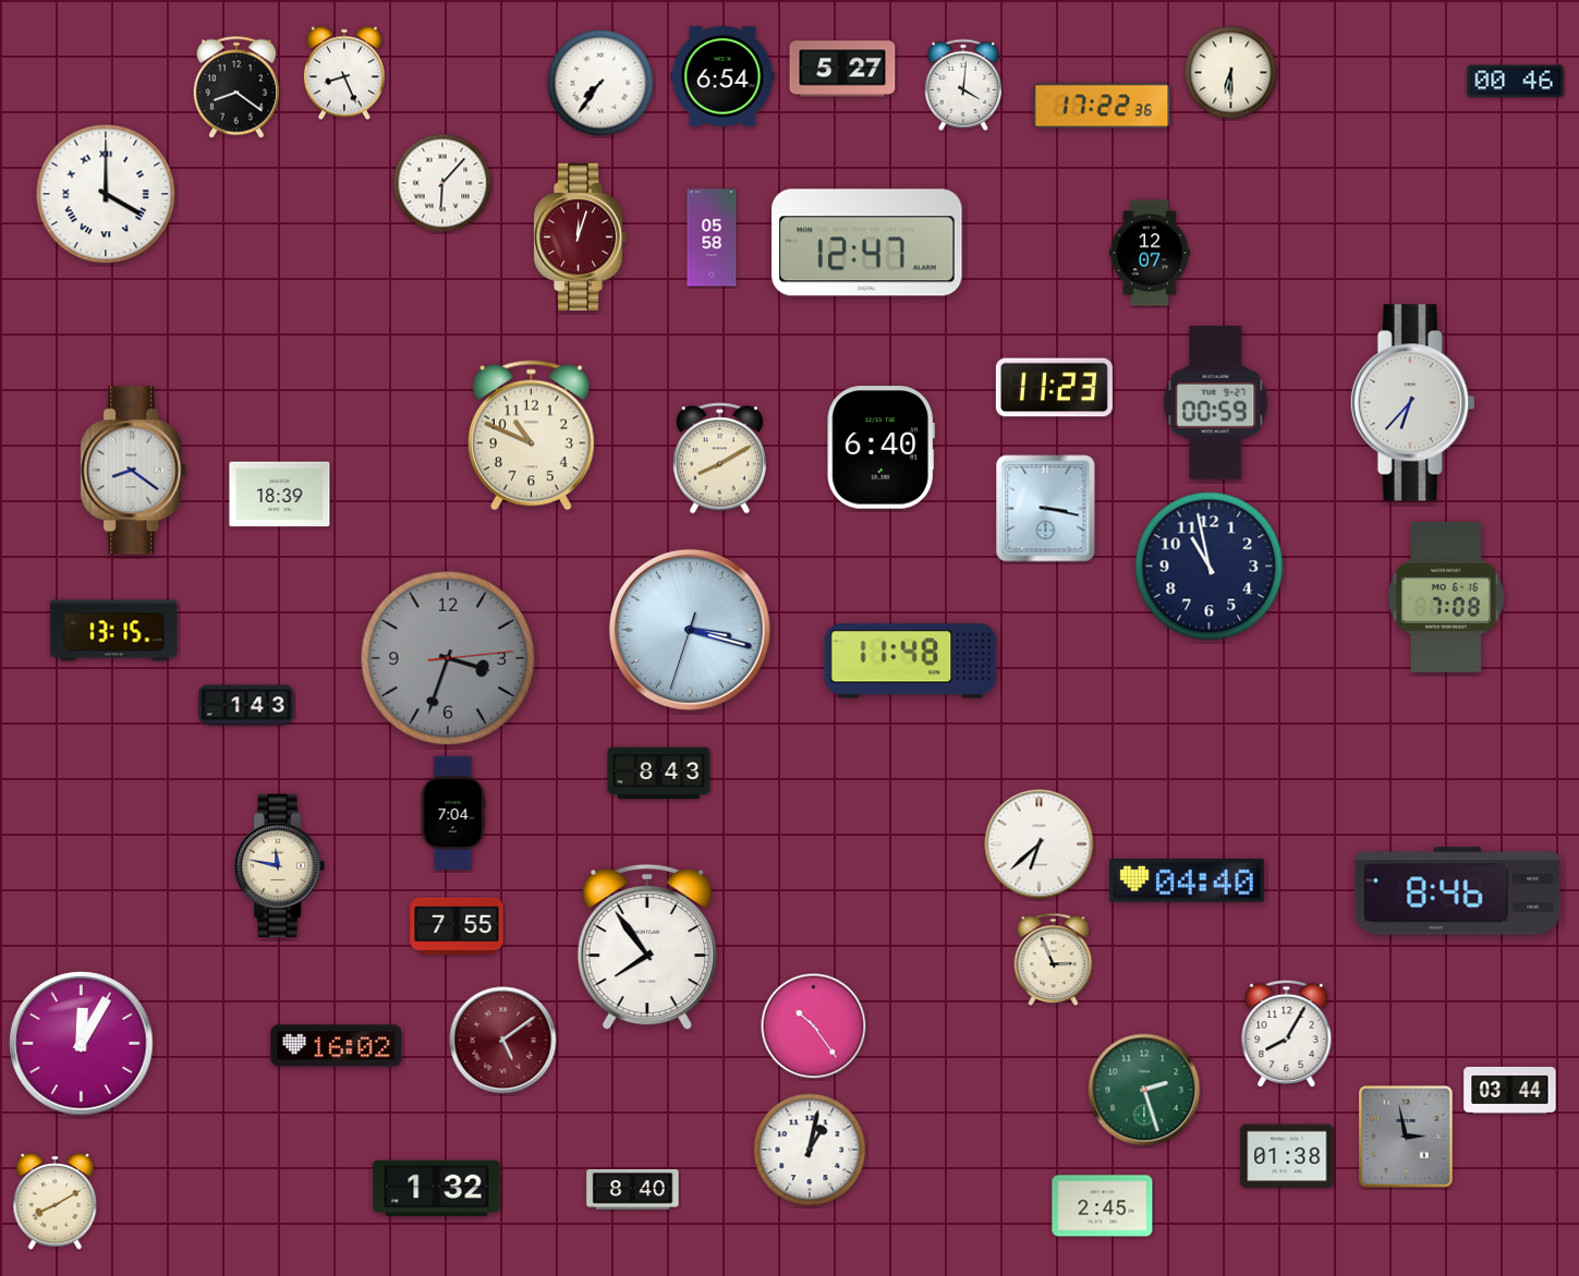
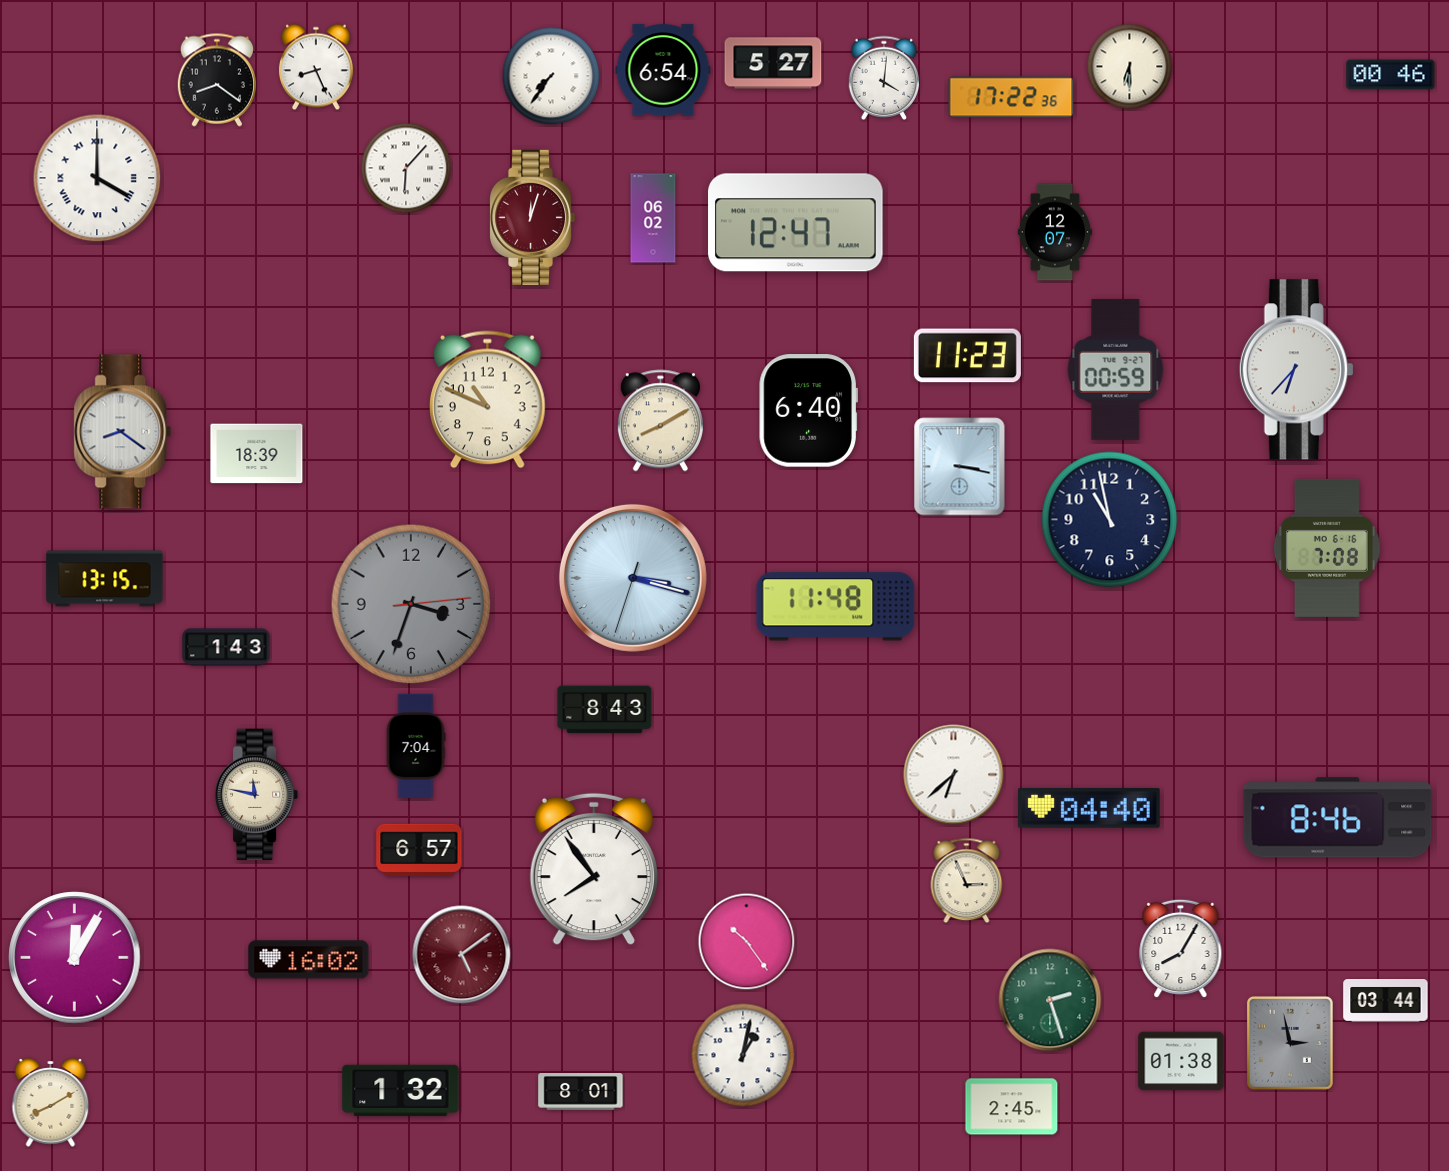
clock at (712, 238): 05:58 -> 06:02
clock at (457, 926): 7:55 -> 6:57
clock at (633, 1190): 8:40 -> 8:01
